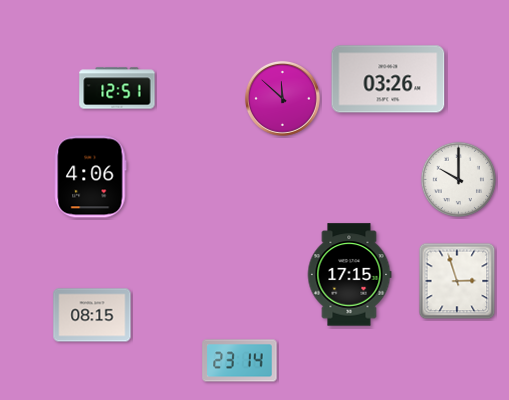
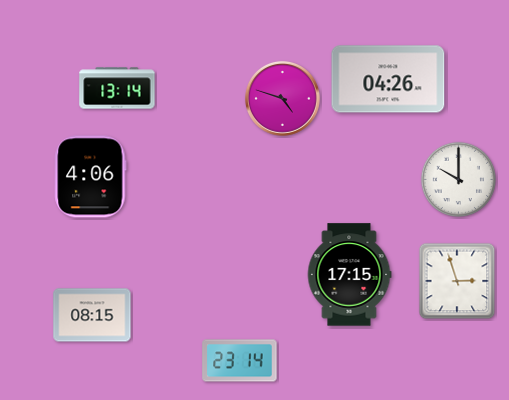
clock at (388, 79): 03:26 -> 04:26
clock at (117, 88): 12:51 -> 13:14
clock at (282, 98): 11:52 -> 4:48
